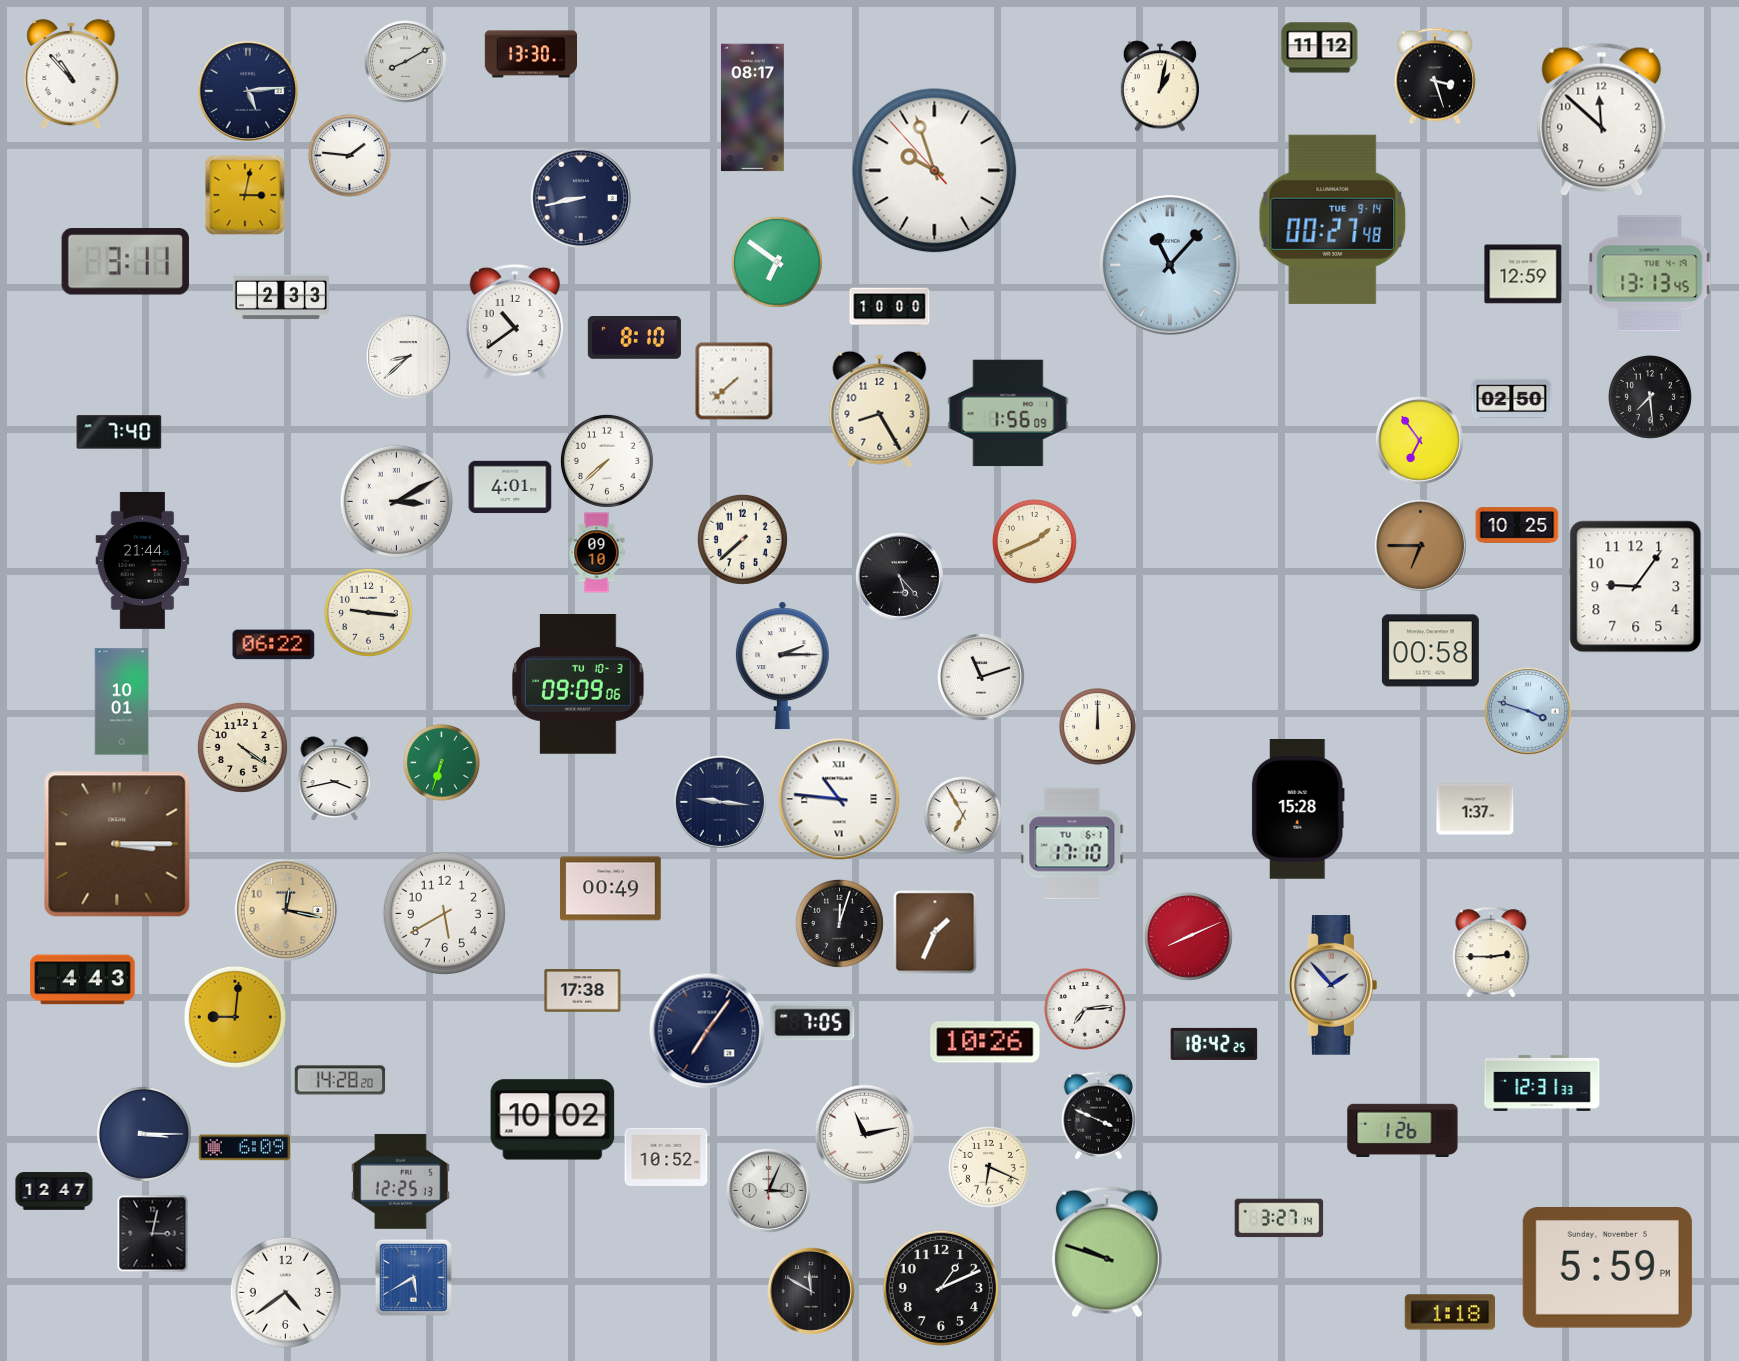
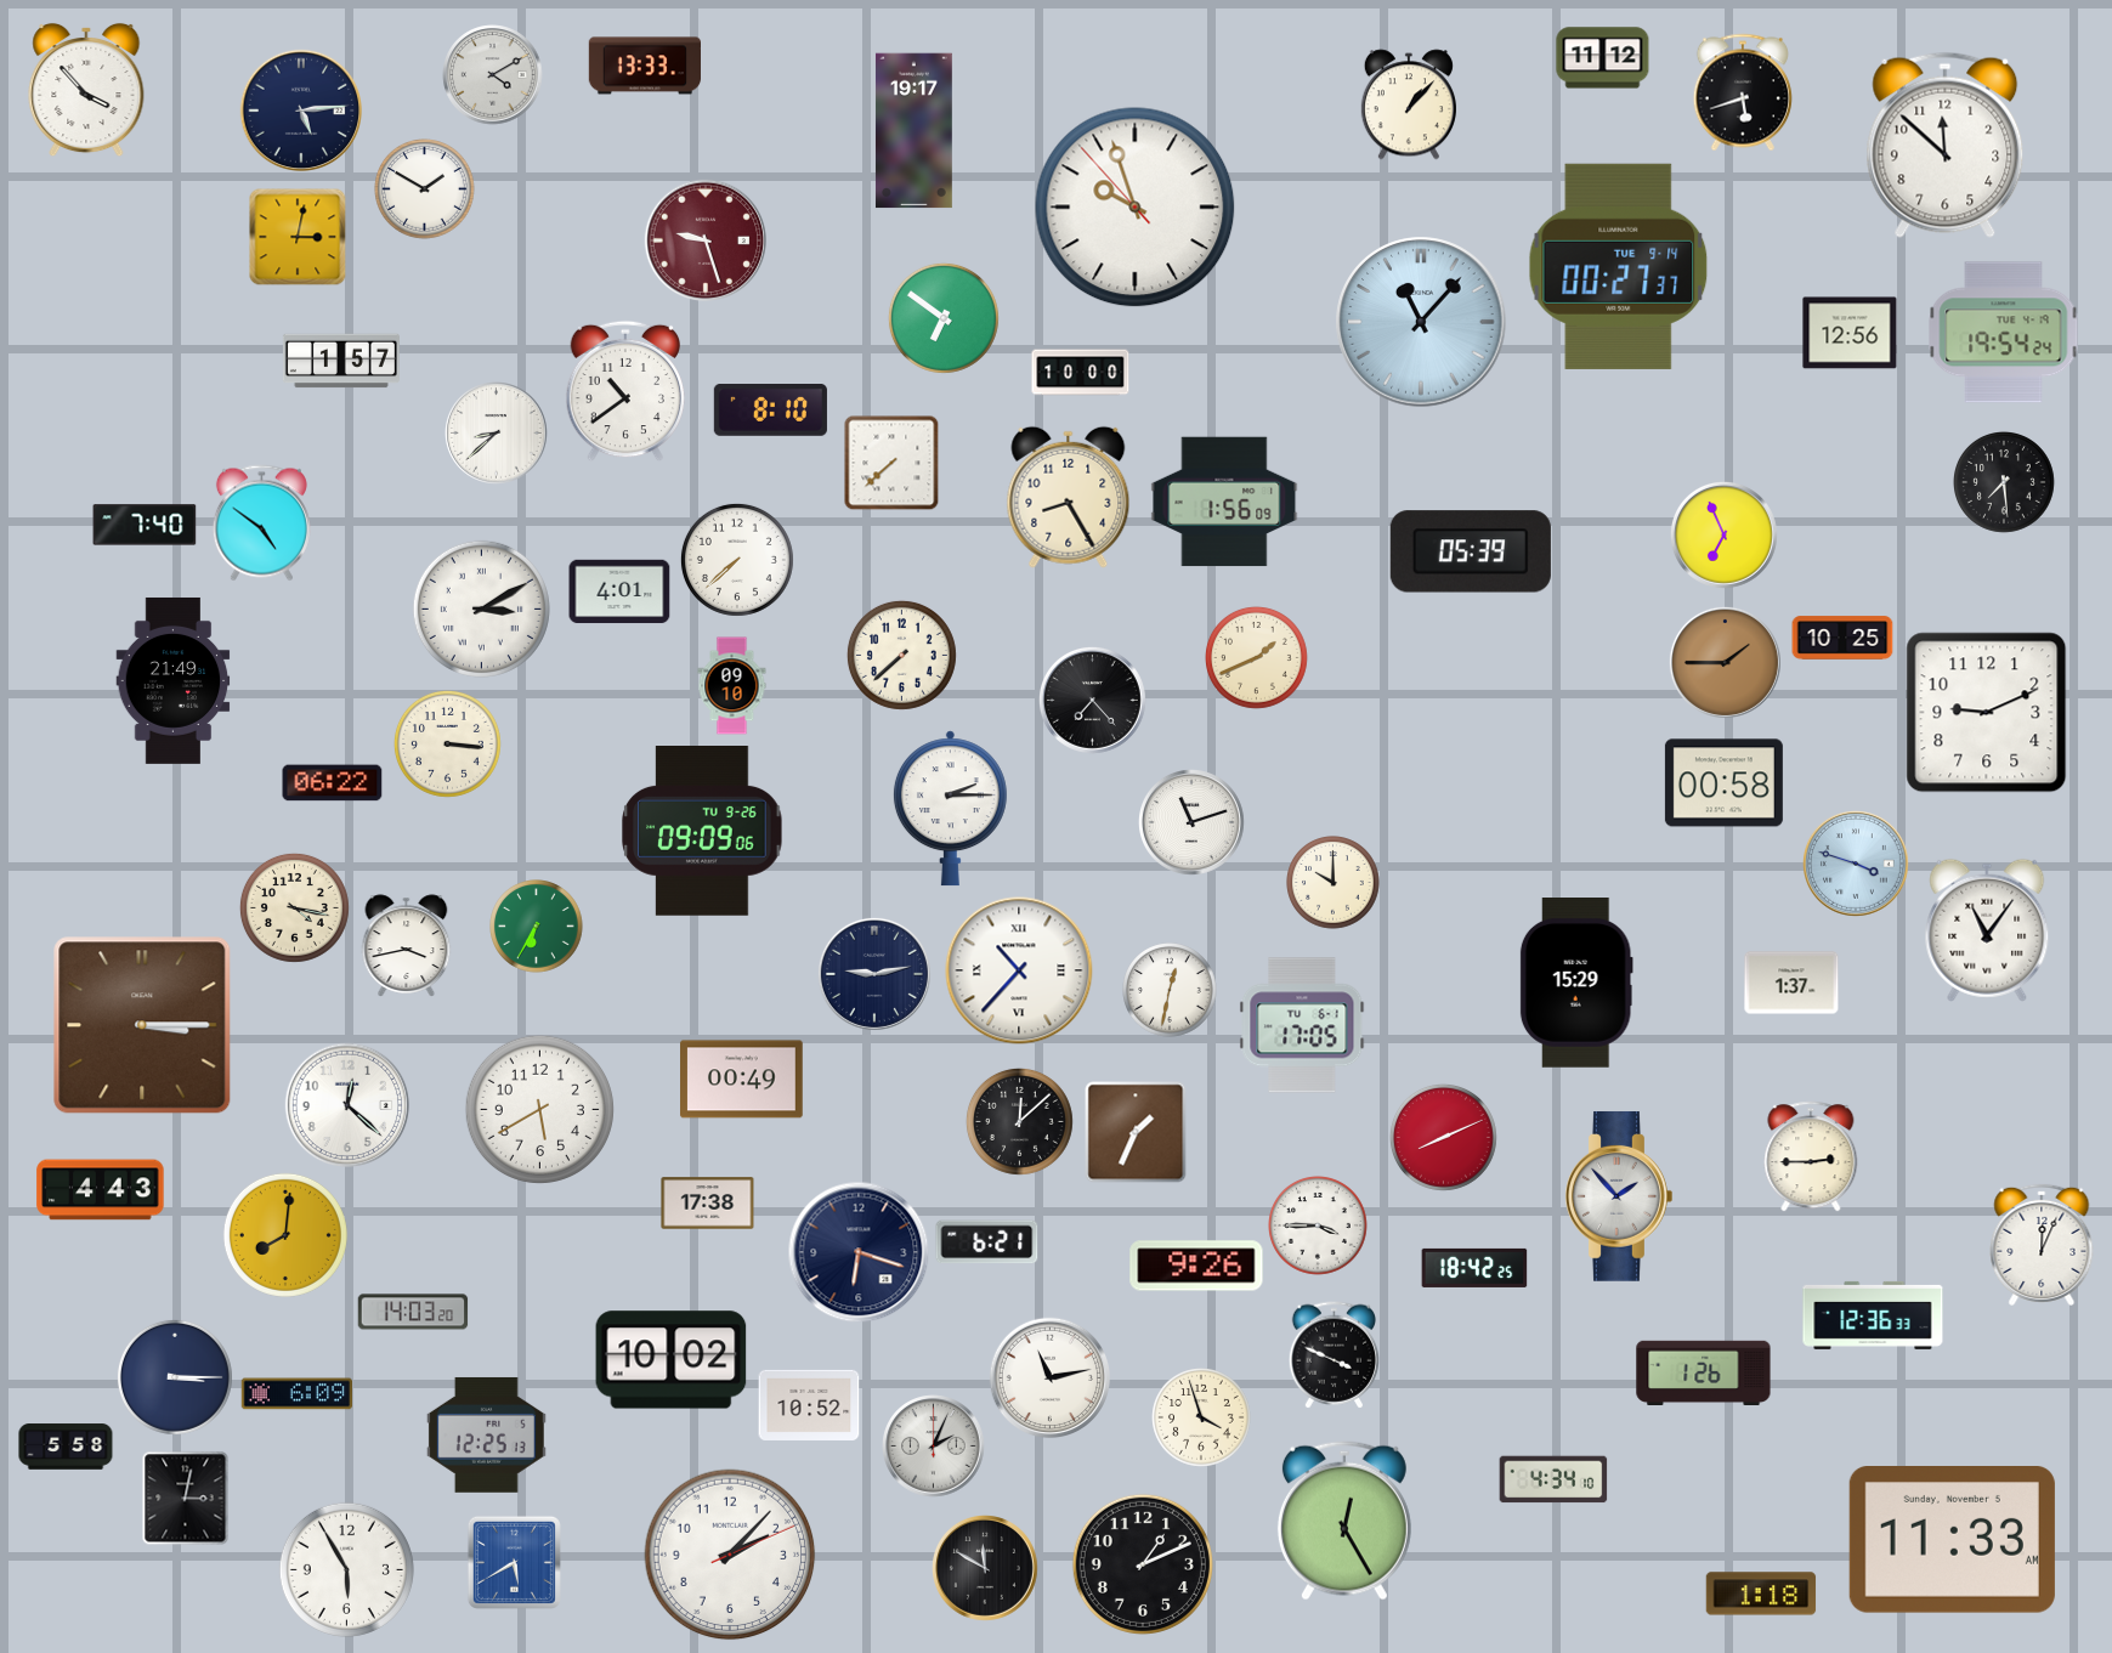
clock at (530, 54): 13:30 -> 13:33
clock at (406, 62): 8:10 -> 4:10
clock at (71, 74): 10:53 -> 3:53
clock at (1435, 76): 3:27 -> 5:42
clock at (1160, 86): 1:02 -> 1:07
clock at (752, 108): 08:17 -> 19:17
clock at (350, 156): 1:46 -> 1:50
clock at (581, 198): 8:43 -> 9:27
clock at (581, 198) dial: navy -> burgundy
clock at (1333, 219): 00:27:48 -> 00:27:37
clock at (125, 262): 3:11 -> none
clock at (1523, 274): 12:59 -> 12:56
clock at (1650, 274): 13:13 -> 19:54
clock at (281, 297): 2:33 -> 1:57
clock at (1512, 399): 02:50 -> none
clock at (261, 523): none -> 4:51
clock at (1419, 440): 6:54 -> 6:56
clock at (1471, 551): none -> 05:39
clock at (1420, 545): 6:45 -> 1:45
clock at (597, 553) position: (597, 553) -> (732, 686)
clock at (143, 560): 21:44 -> 21:49
clock at (899, 576): 5:23 -> 7:23
clock at (1636, 587): 9:06 -> 9:11
clock at (368, 612): 9:16 -> 3:16
clock at (1430, 651) position: (1430, 651) -> (1723, 783)
clock at (578, 685) date: TU 10-3 -> TU 9-26
clock at (122, 702): 10:01 -> none
clock at (1098, 727): 12:00 -> 10:00
clock at (242, 747): 4:21 -> 4:17
clock at (442, 763): 6:33 -> 6:35
clock at (1987, 930): none -> 11:06
clock at (839, 799): 10:46 -> 10:37
clock at (720, 802): 9:16 -> 9:13
clock at (1298, 810): 15:28 -> 15:29
clock at (963, 815): 6:55 -> 12:32
clock at (1072, 844): 17:10 -> 17:05
clock at (286, 910): 12:17 -> 12:22
clock at (286, 910) dial: champagne -> white
clock at (839, 923): 12:03 -> 12:08
clock at (1086, 1010): 7:14 -> 3:45
clock at (235, 1017): 9:01 -> 8:01
clock at (813, 1023): 7:05 -> 6:21
clock at (2042, 1245): none -> 12:04
clock at (707, 1031): 7:06 -> 6:18
clock at (985, 1042): 10:26 -> 9:26
clock at (340, 1080): 14:28 -> 14:03
clock at (1542, 1083): 12:31 -> 12:36
clock at (990, 1168): 6:19 -> 3:57
clock at (54, 1191): 12:47 -> 5:58
clock at (769, 1191): 3:04 -> 2:04
clock at (1279, 1218): 3:27 -> 4:34
clock at (1107, 1252): 9:48 -> 12:25
clock at (1607, 1268): 5:59 -> 11:33
clock at (413, 1277) position: (413, 1277) -> (514, 1562)
clock at (730, 1555): none -> 2:07
clock at (285, 1292): 4:39 -> 5:55
